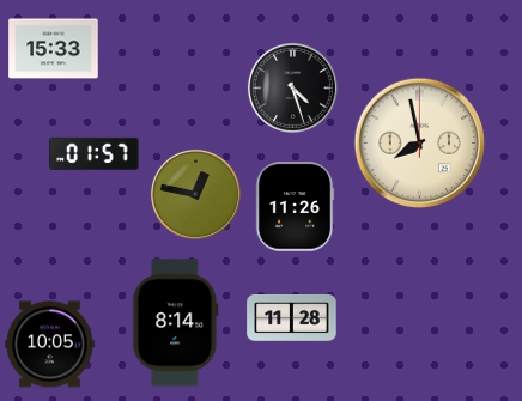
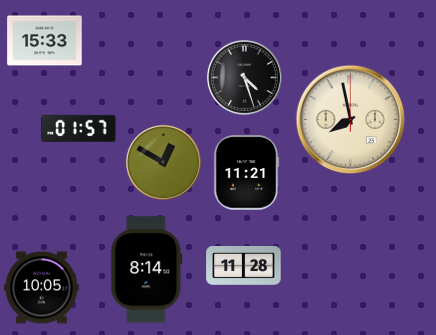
clock at (292, 87) position: (292, 87) -> (244, 77)
clock at (195, 194): 12:47 -> 12:50
clock at (295, 207): 11:26 -> 11:21
